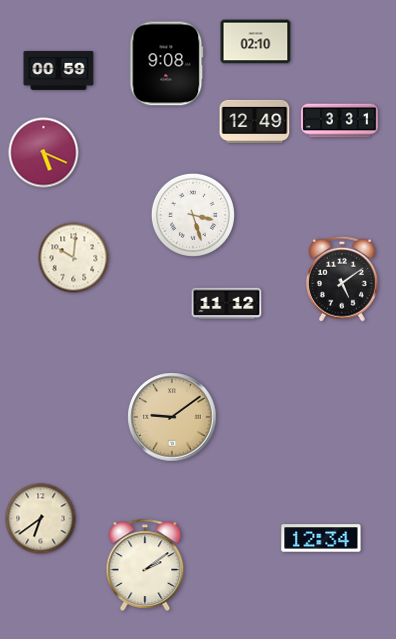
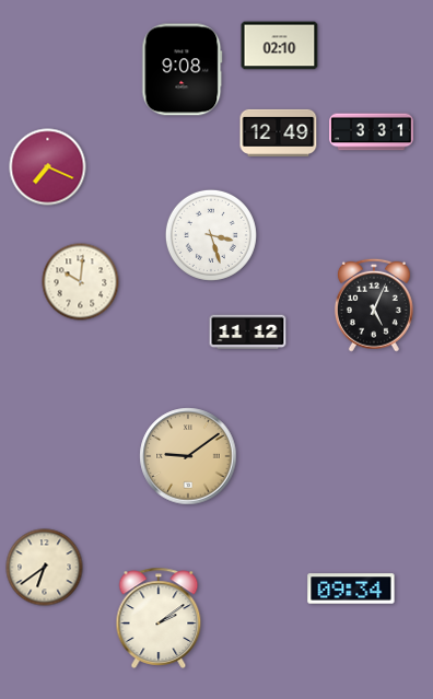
clock at (59, 70): 00:59 -> none
clock at (44, 153): 5:19 -> 7:19
clock at (342, 279): 5:09 -> 5:04
clock at (321, 538): 12:34 -> 09:34
